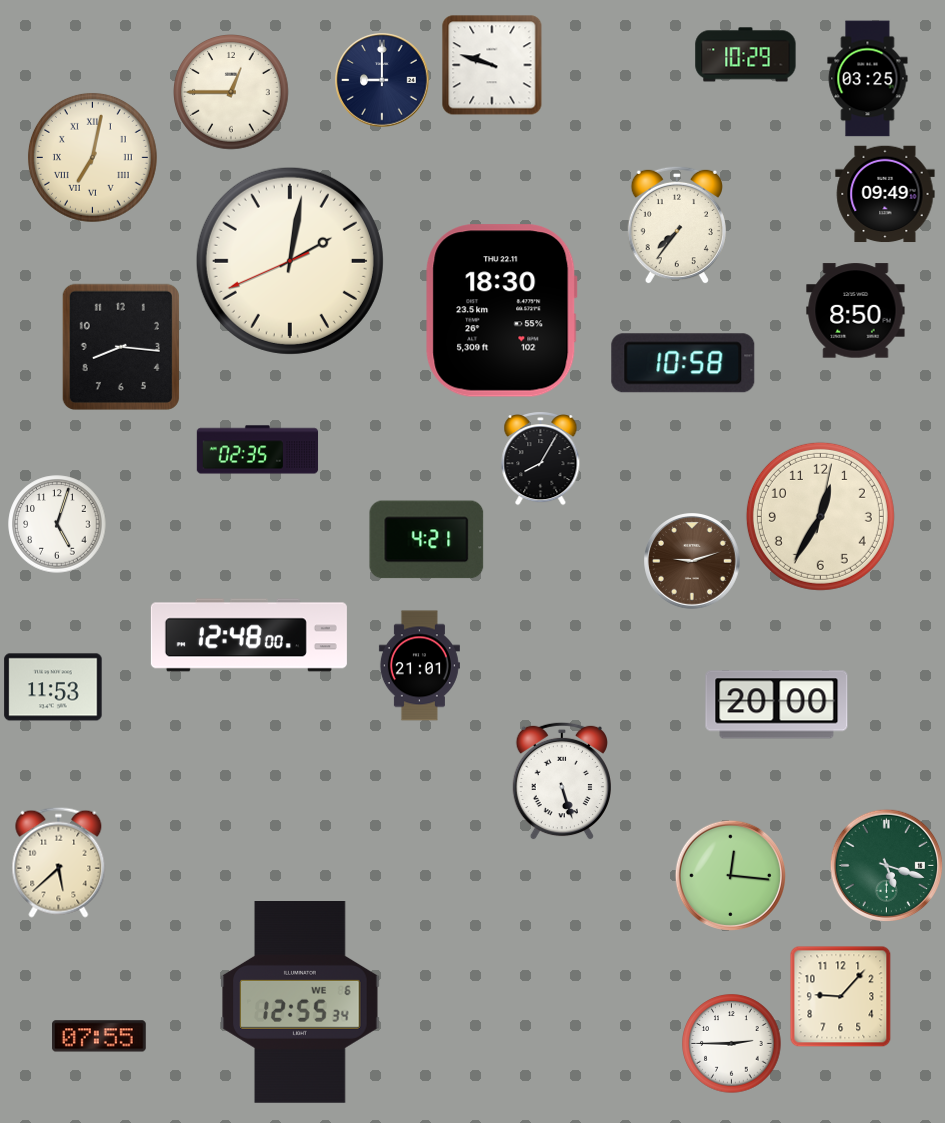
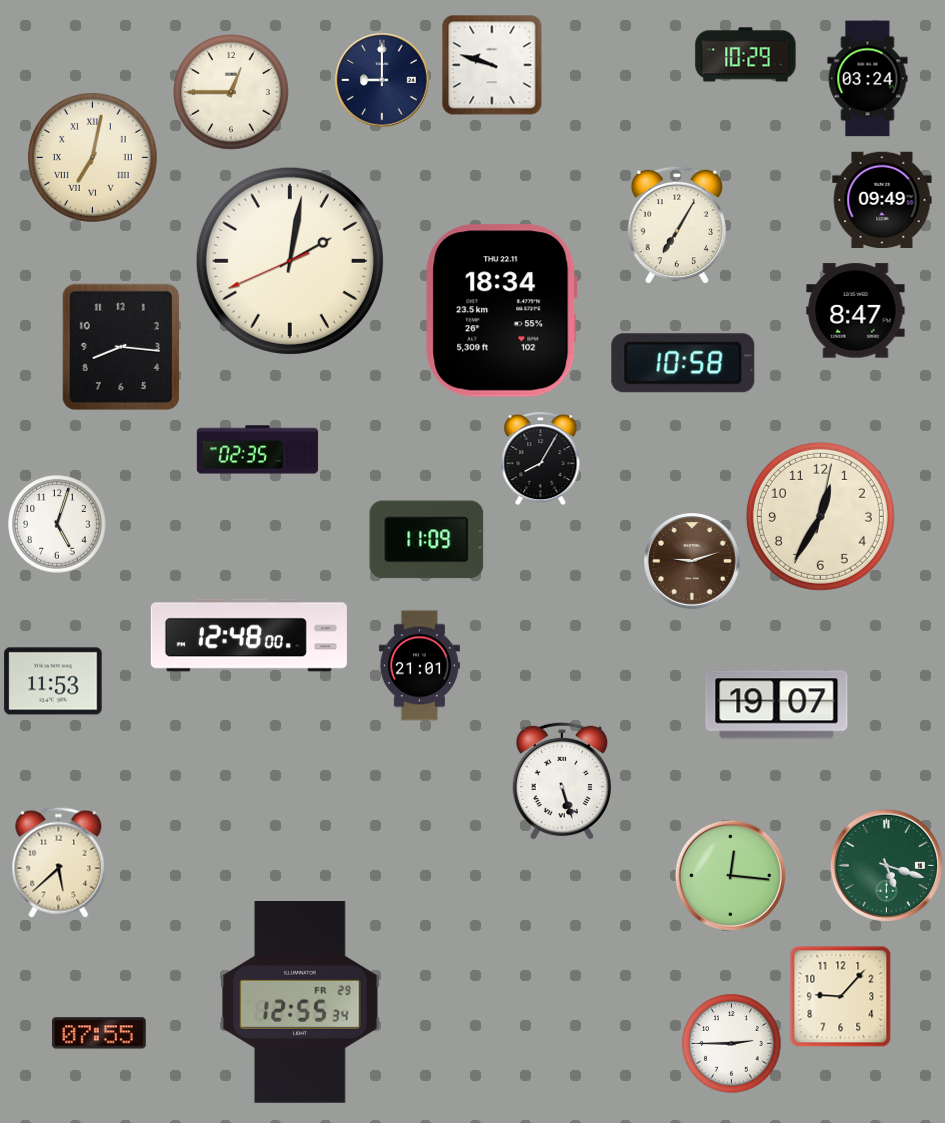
clock at (868, 79): 03:25 -> 03:24
clock at (885, 194) position: (885, 194) -> (882, 200)
clock at (677, 225): 7:36 -> 7:05
clock at (502, 311): 18:30 -> 18:34
clock at (856, 311): 8:50 -> 8:47
clock at (427, 540): 4:21 -> 11:09
clock at (53, 687) position: (53, 687) -> (53, 681)
clock at (777, 705): 20:00 -> 19:07
clock at (300, 1003) date: WE 6 -> FR 29
clock at (100, 1036) position: (100, 1036) -> (100, 1033)
